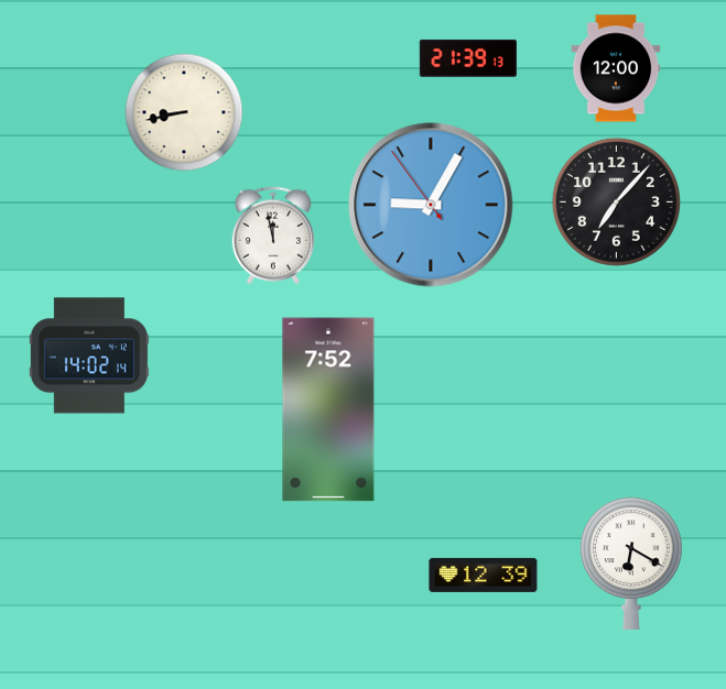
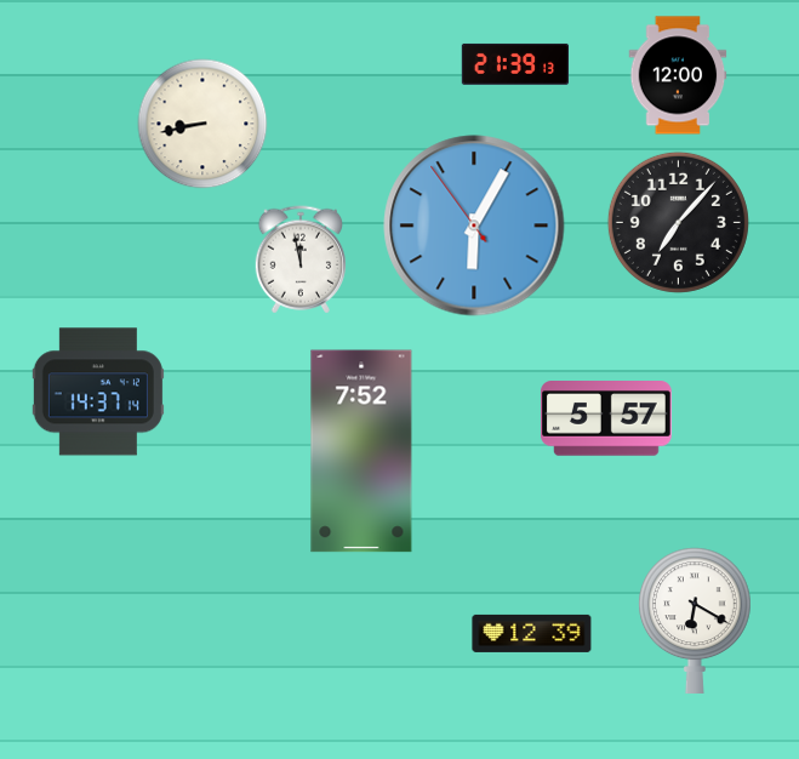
clock at (431, 205): 9:04 -> 6:04
clock at (89, 356): 14:02 -> 14:37
clock at (606, 418): none -> 5:57
